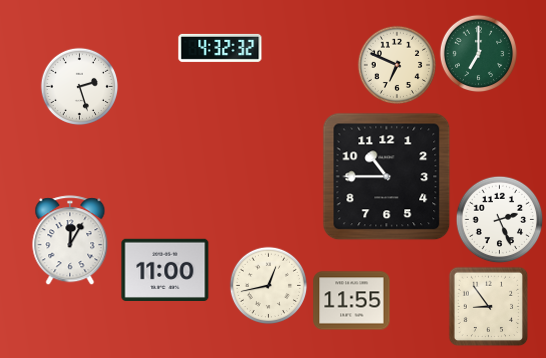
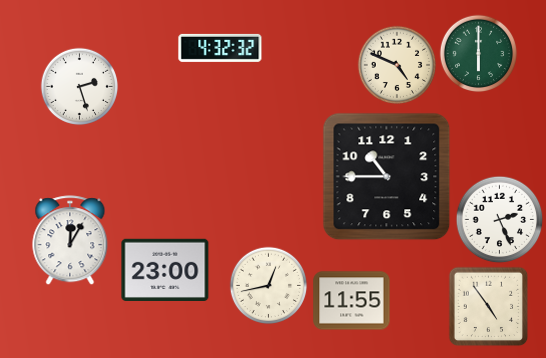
clock at (478, 53): 7:00 -> 6:00
clock at (397, 65): 6:49 -> 4:49
clock at (165, 269): 11:00 -> 23:00
clock at (488, 306): 8:54 -> 4:54
